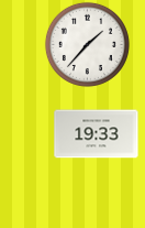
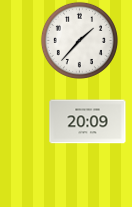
clock at (97, 134): 19:33 -> 20:09
